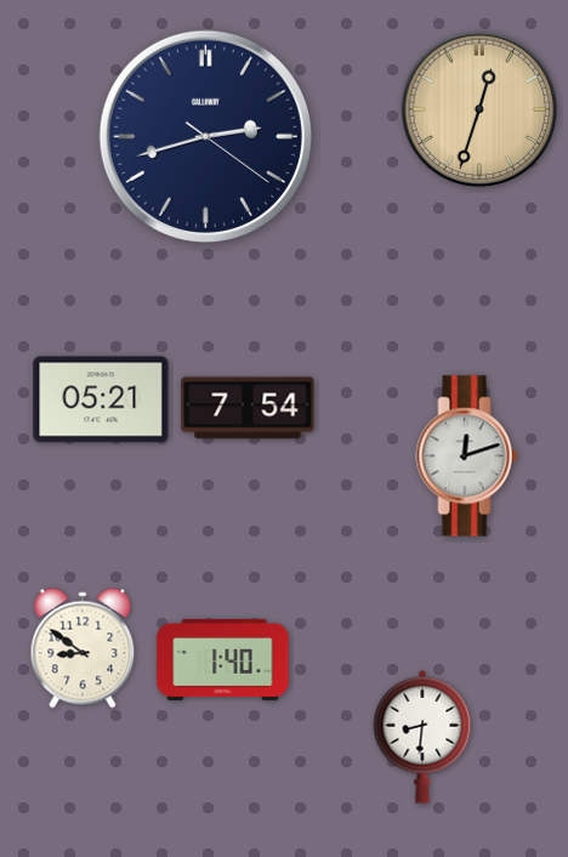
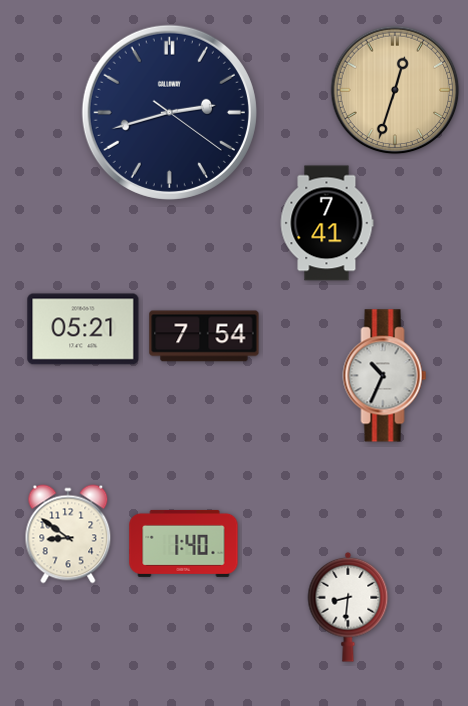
clock at (327, 223): none -> 7:41
clock at (467, 456): 12:12 -> 10:34
